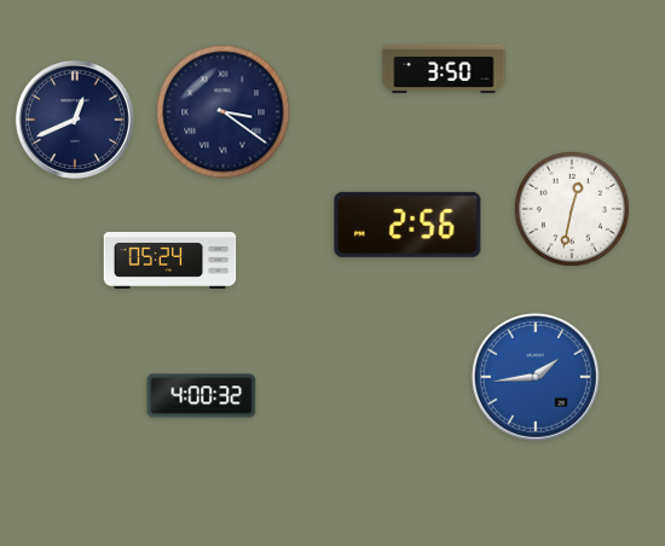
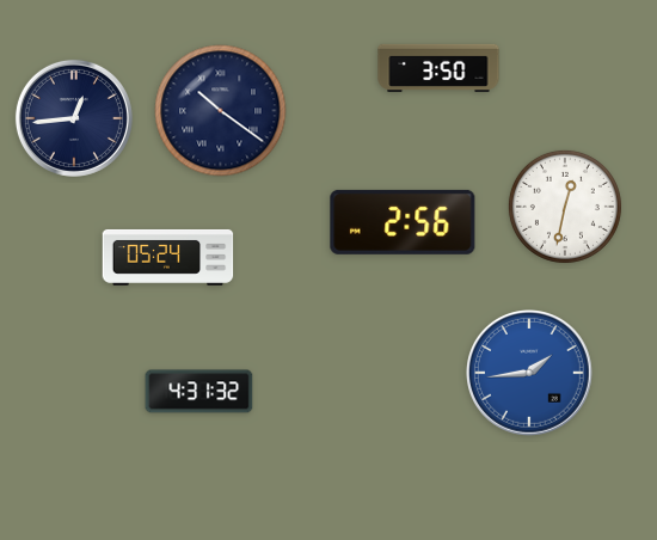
clock at (224, 112): 3:21 -> 10:21
clock at (75, 120): 12:41 -> 12:44
clock at (202, 396): 4:00 -> 4:31
